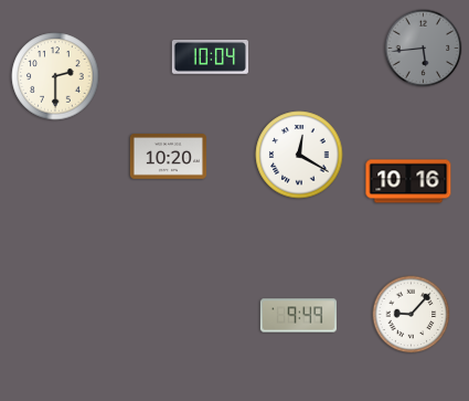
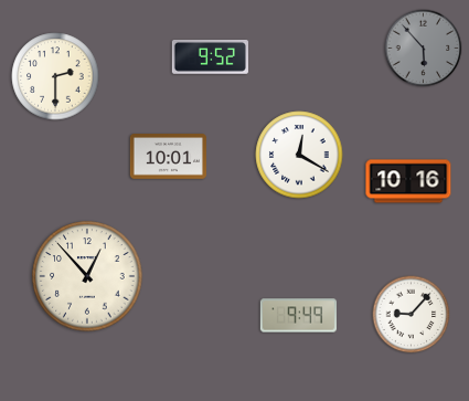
clock at (424, 49): 5:44 -> 5:53
clock at (210, 57): 10:04 -> 9:52
clock at (168, 157): 10:20 -> 10:01
clock at (87, 276): none -> 12:53
